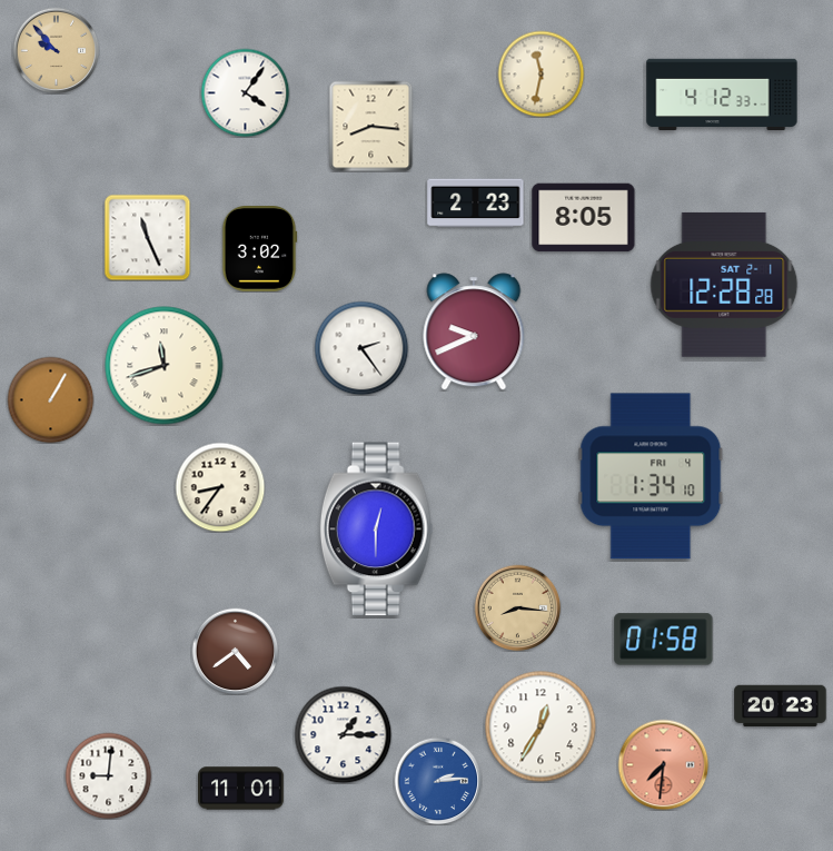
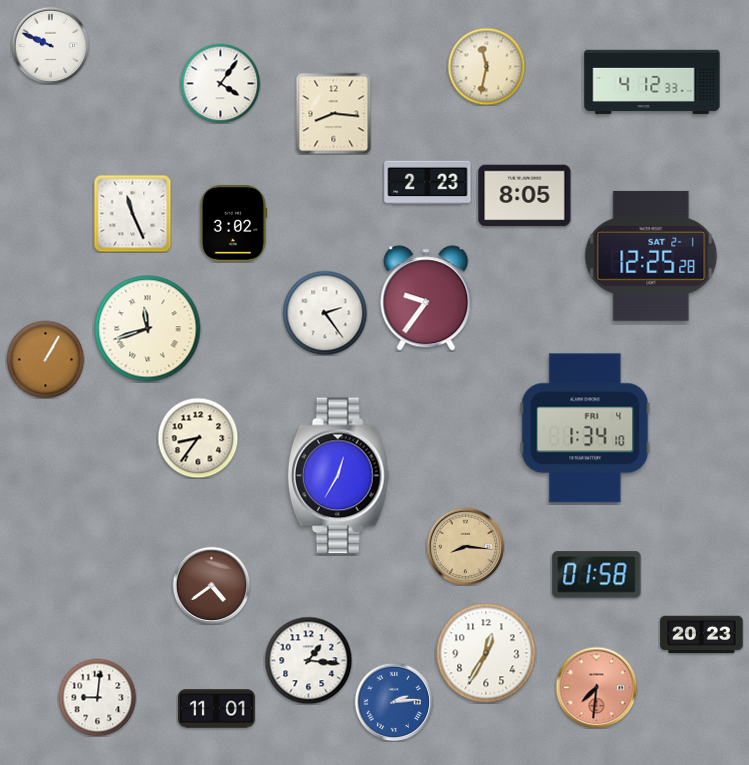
clock at (56, 50): 9:53 -> 9:49
clock at (56, 50) dial: champagne -> white
clock at (722, 95) position: (722, 95) -> (652, 82)
clock at (724, 285): 12:28 -> 12:25
clock at (474, 332): 9:41 -> 9:36
clock at (377, 530): 12:30 -> 12:35
clock at (343, 734): 1:15 -> 1:16
